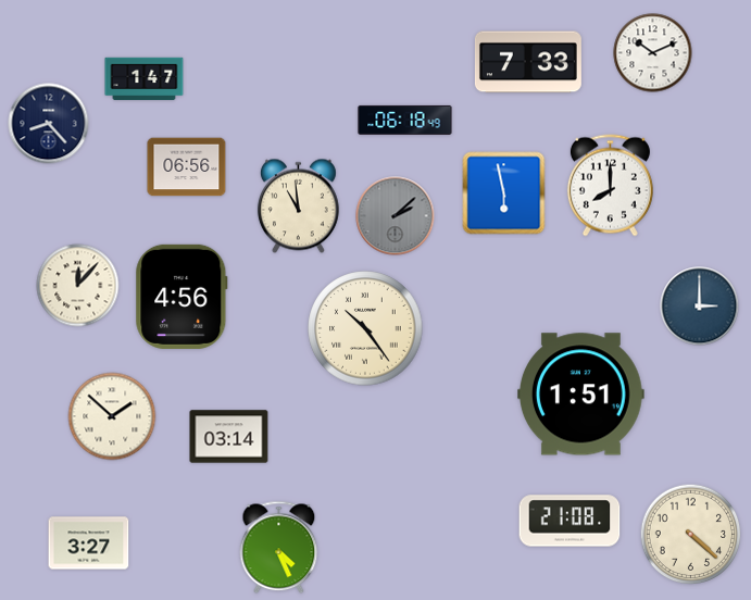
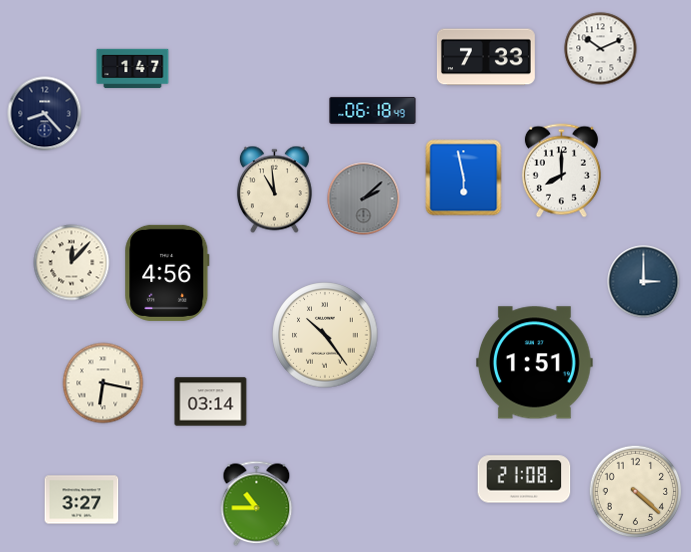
clock at (145, 79) position: (145, 79) -> (133, 69)
clock at (187, 167): 06:56 -> none
clock at (365, 328) position: (365, 328) -> (325, 335)
clock at (112, 416): 1:52 -> 6:17
clock at (279, 548): 4:26 -> 10:45
